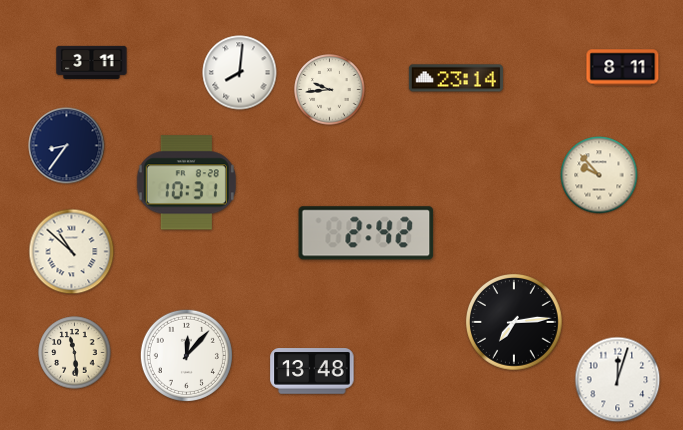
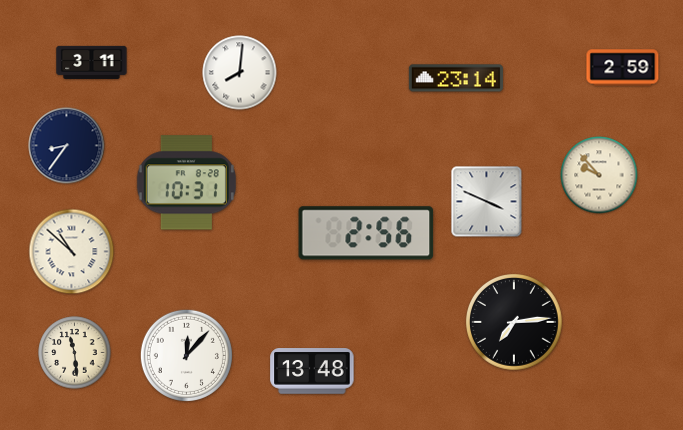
clock at (623, 68): 8:11 -> 2:59
clock at (330, 90): 9:44 -> none
clock at (487, 202): none -> 3:49
clock at (366, 233): 2:42 -> 2:56
clock at (618, 380): 12:03 -> none
